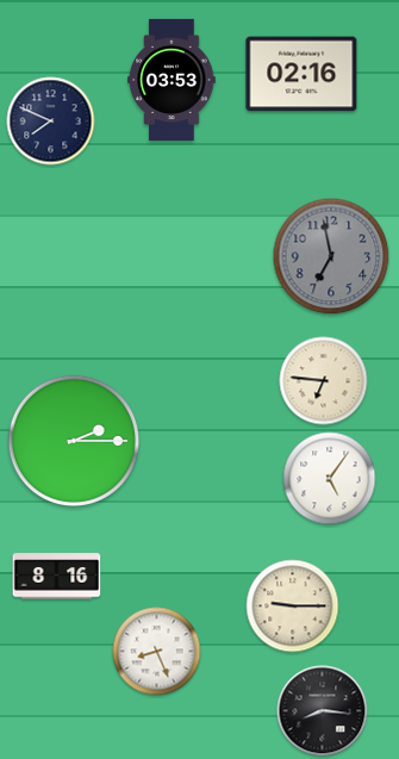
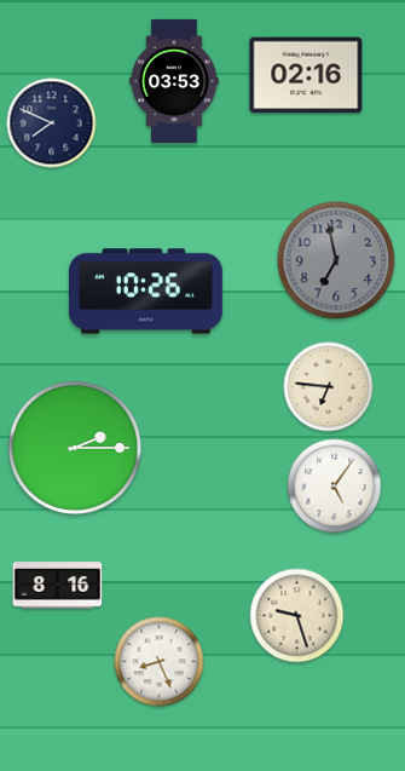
clock at (145, 292): none -> 10:26
clock at (293, 606): 9:15 -> 9:27
clock at (323, 711): 8:16 -> none
